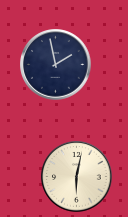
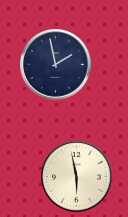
clock at (77, 177): 6:02 -> 5:58
